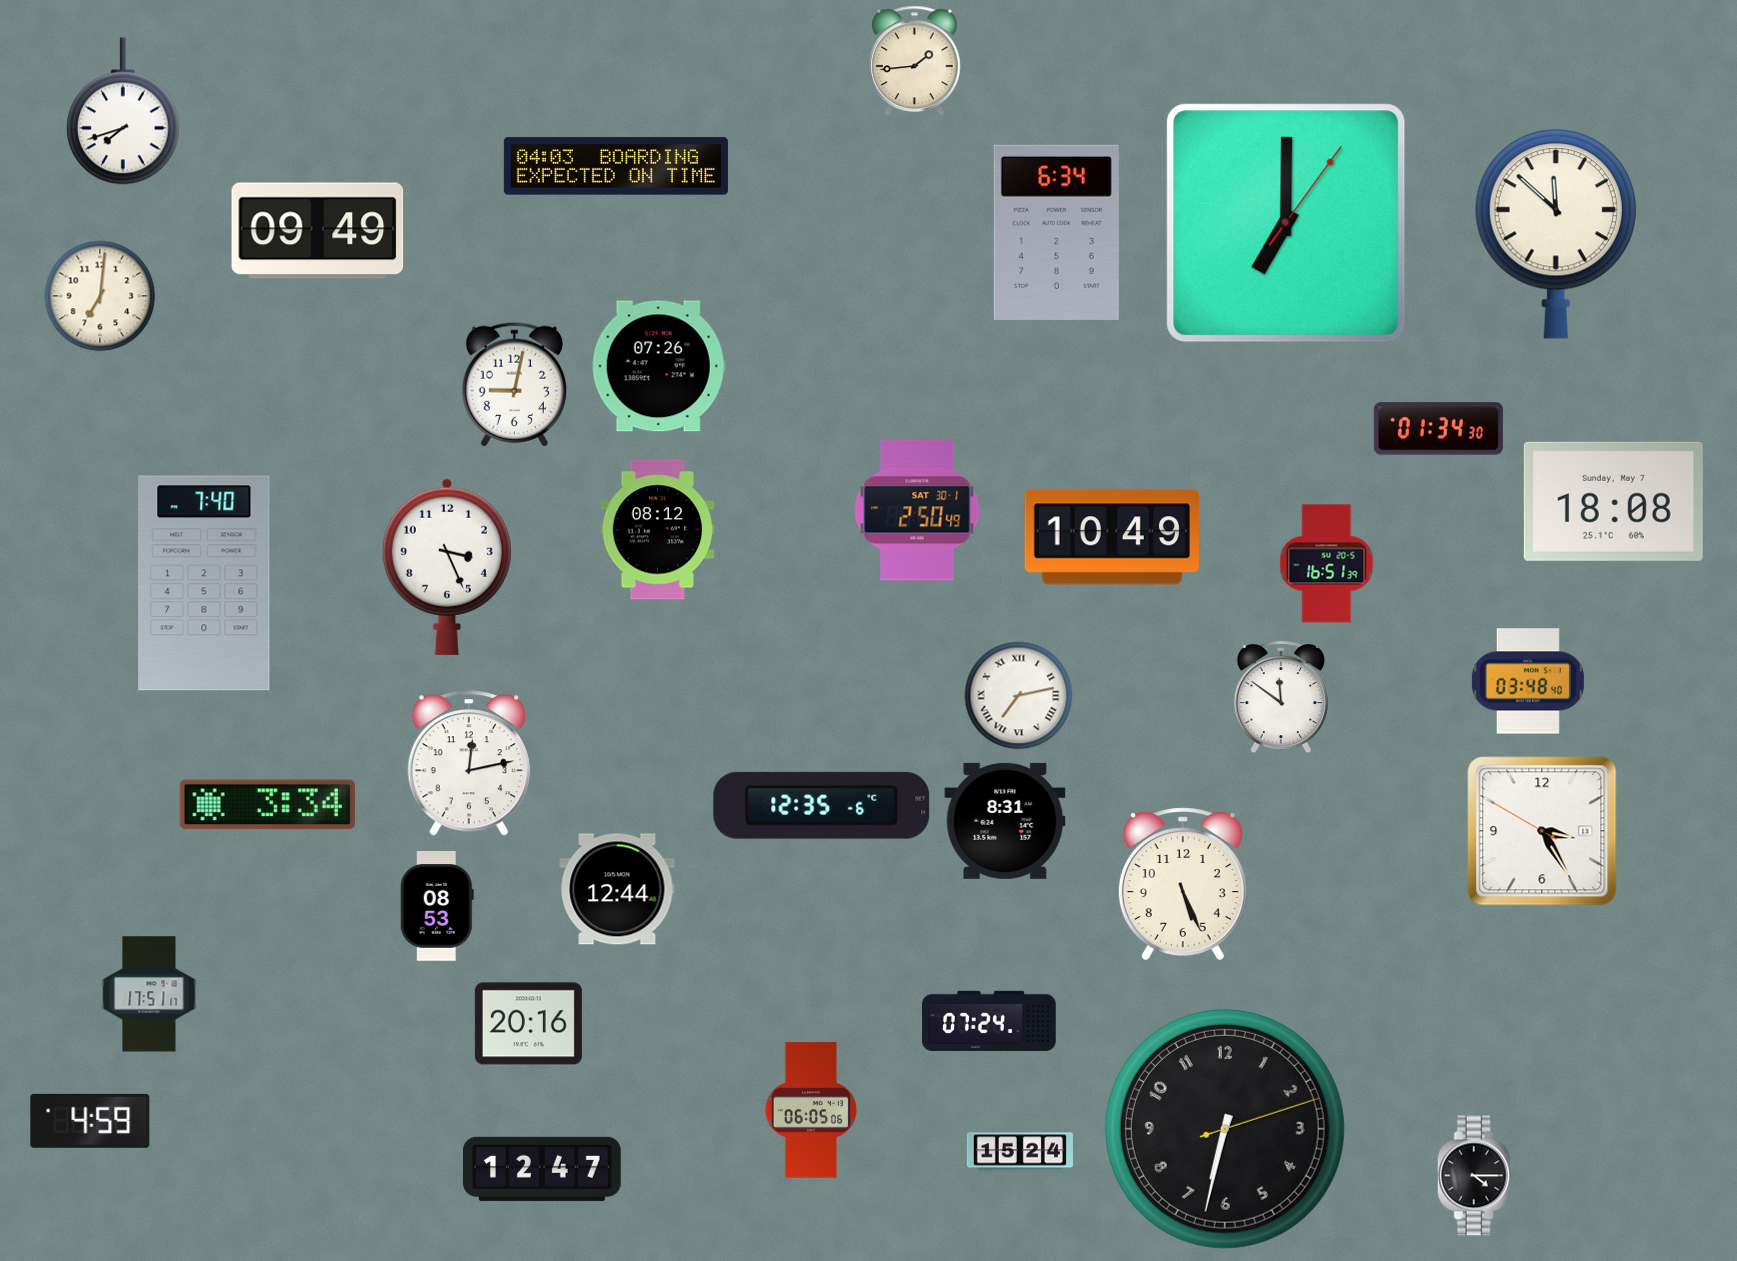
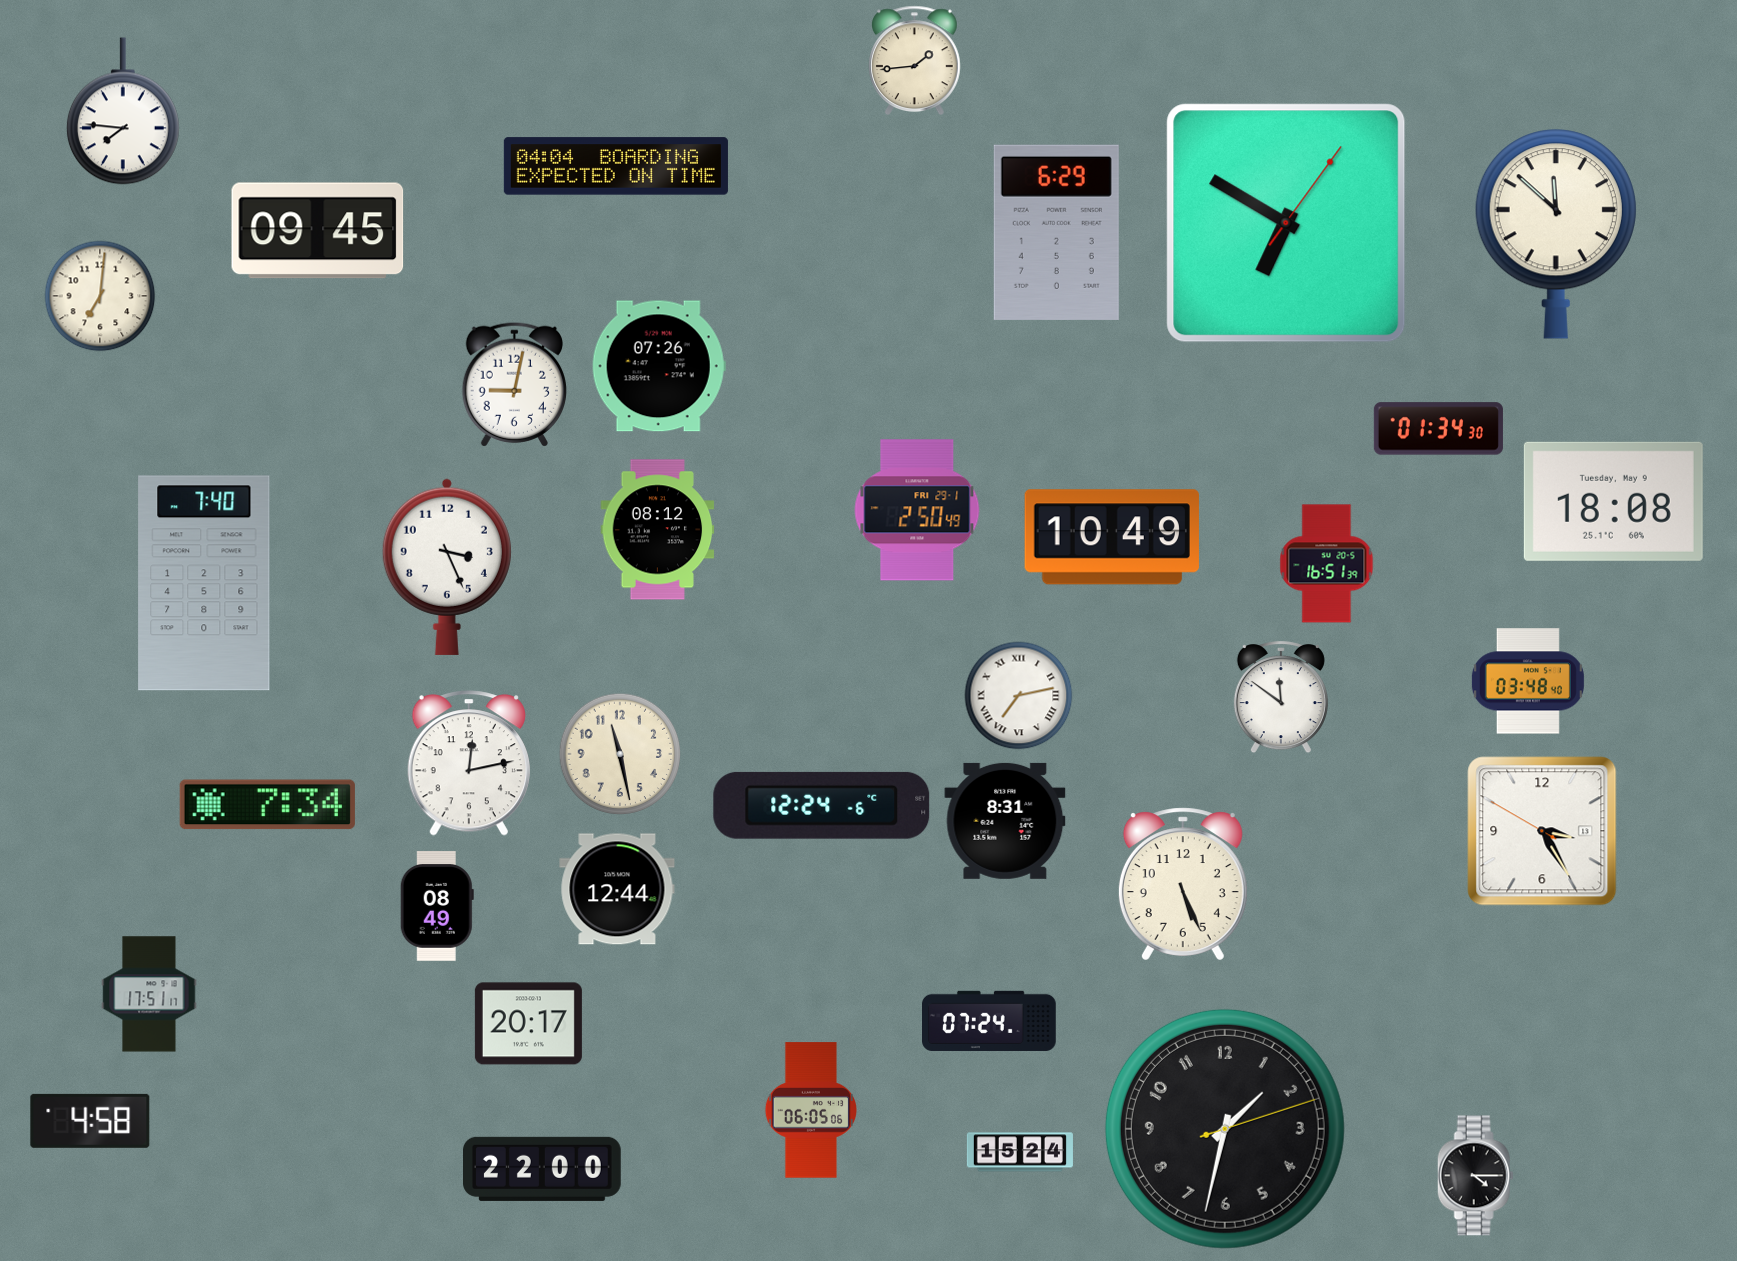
clock at (123, 111): 7:42 -> 7:46
clock at (616, 166): 04:03 -> 04:04
clock at (1286, 223): 7:00 -> 6:50
clock at (318, 231): 09:49 -> 09:45
clock at (1056, 232): 6:34 -> 6:29
clock at (1613, 501) date: Sunday, May 7 -> Tuesday, May 9
clock at (917, 510) date: SAT 30-1 -> FRI 29-1
clock at (620, 754): none -> 11:28
clock at (267, 805): 3:34 -> 7:34
clock at (822, 805): 12:35 -> 12:24
clock at (437, 907): 08:53 -> 08:49
clock at (528, 1024): 20:16 -> 20:17
clock at (90, 1121): 4:59 -> 4:58
clock at (1225, 1129): 6:32 -> 1:32
clock at (543, 1169): 12:47 -> 22:00
